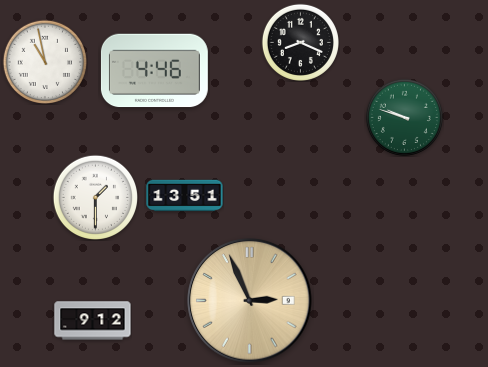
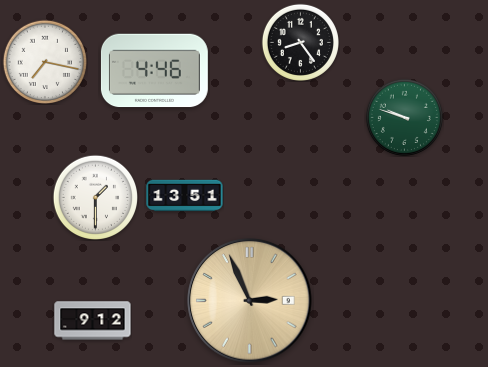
clock at (300, 42): 8:19 -> 8:24
clock at (44, 61): 10:58 -> 7:17
